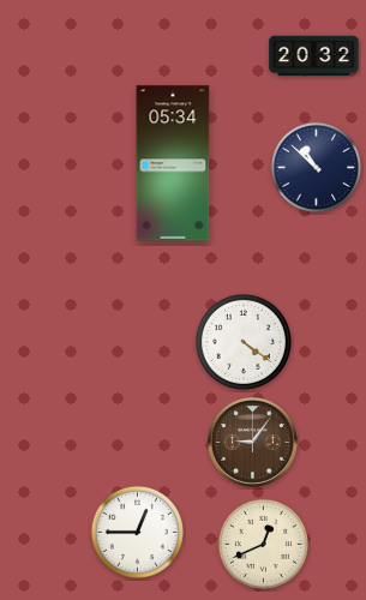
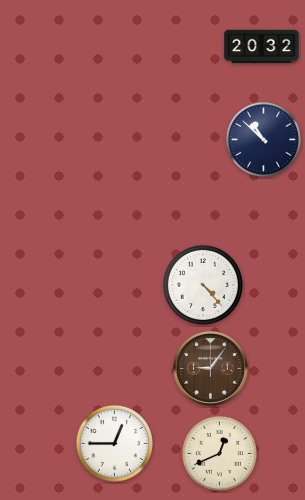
clock at (173, 163): 05:34 -> none
clock at (244, 342): 4:21 -> 4:23
